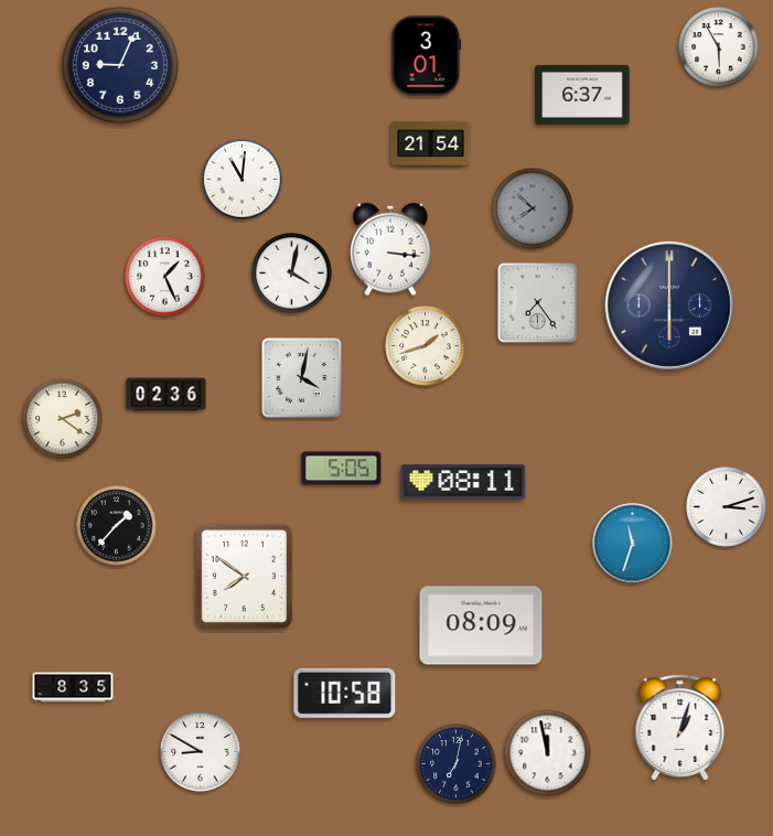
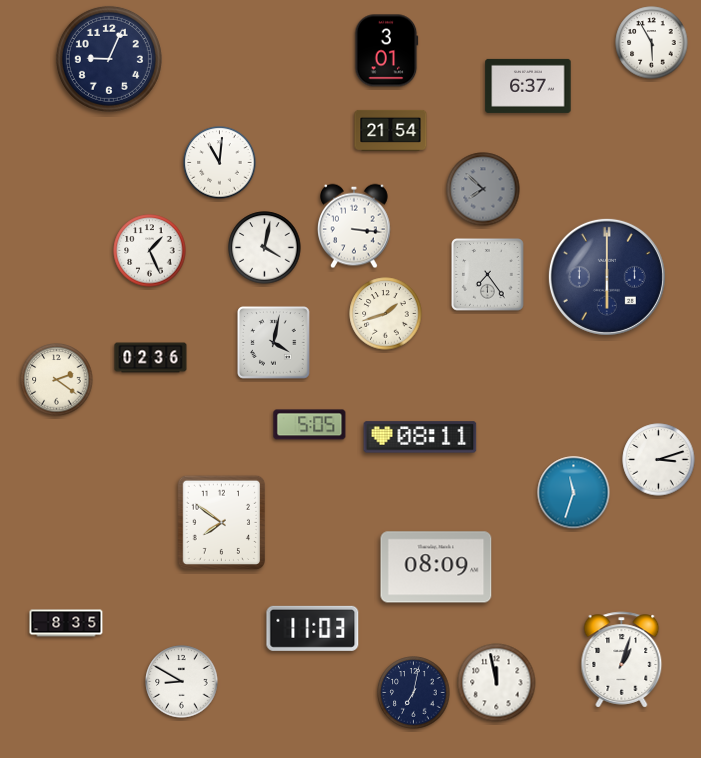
clock at (117, 526): 1:37 -> none
clock at (345, 693): 10:58 -> 11:03
clock at (680, 728) position: (680, 728) -> (622, 660)
